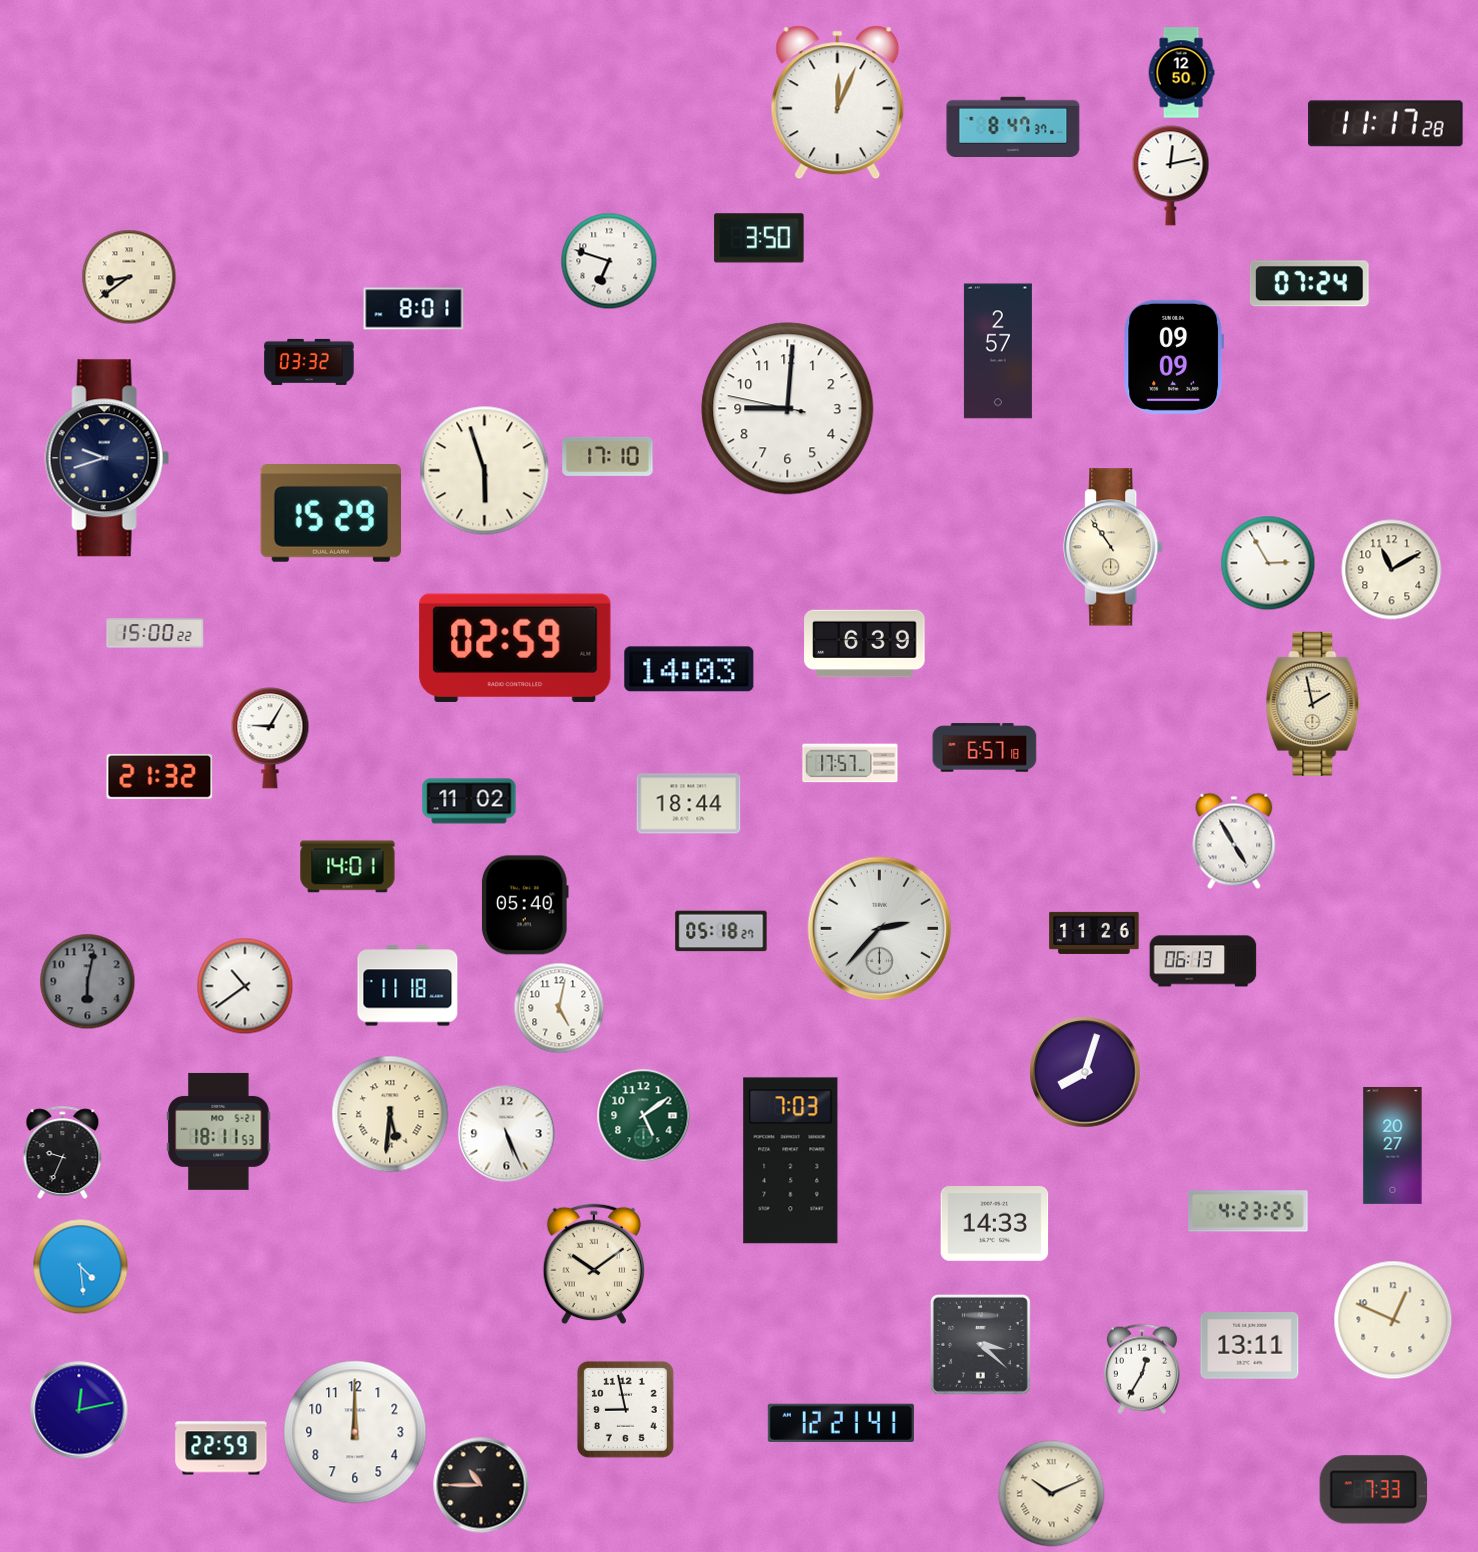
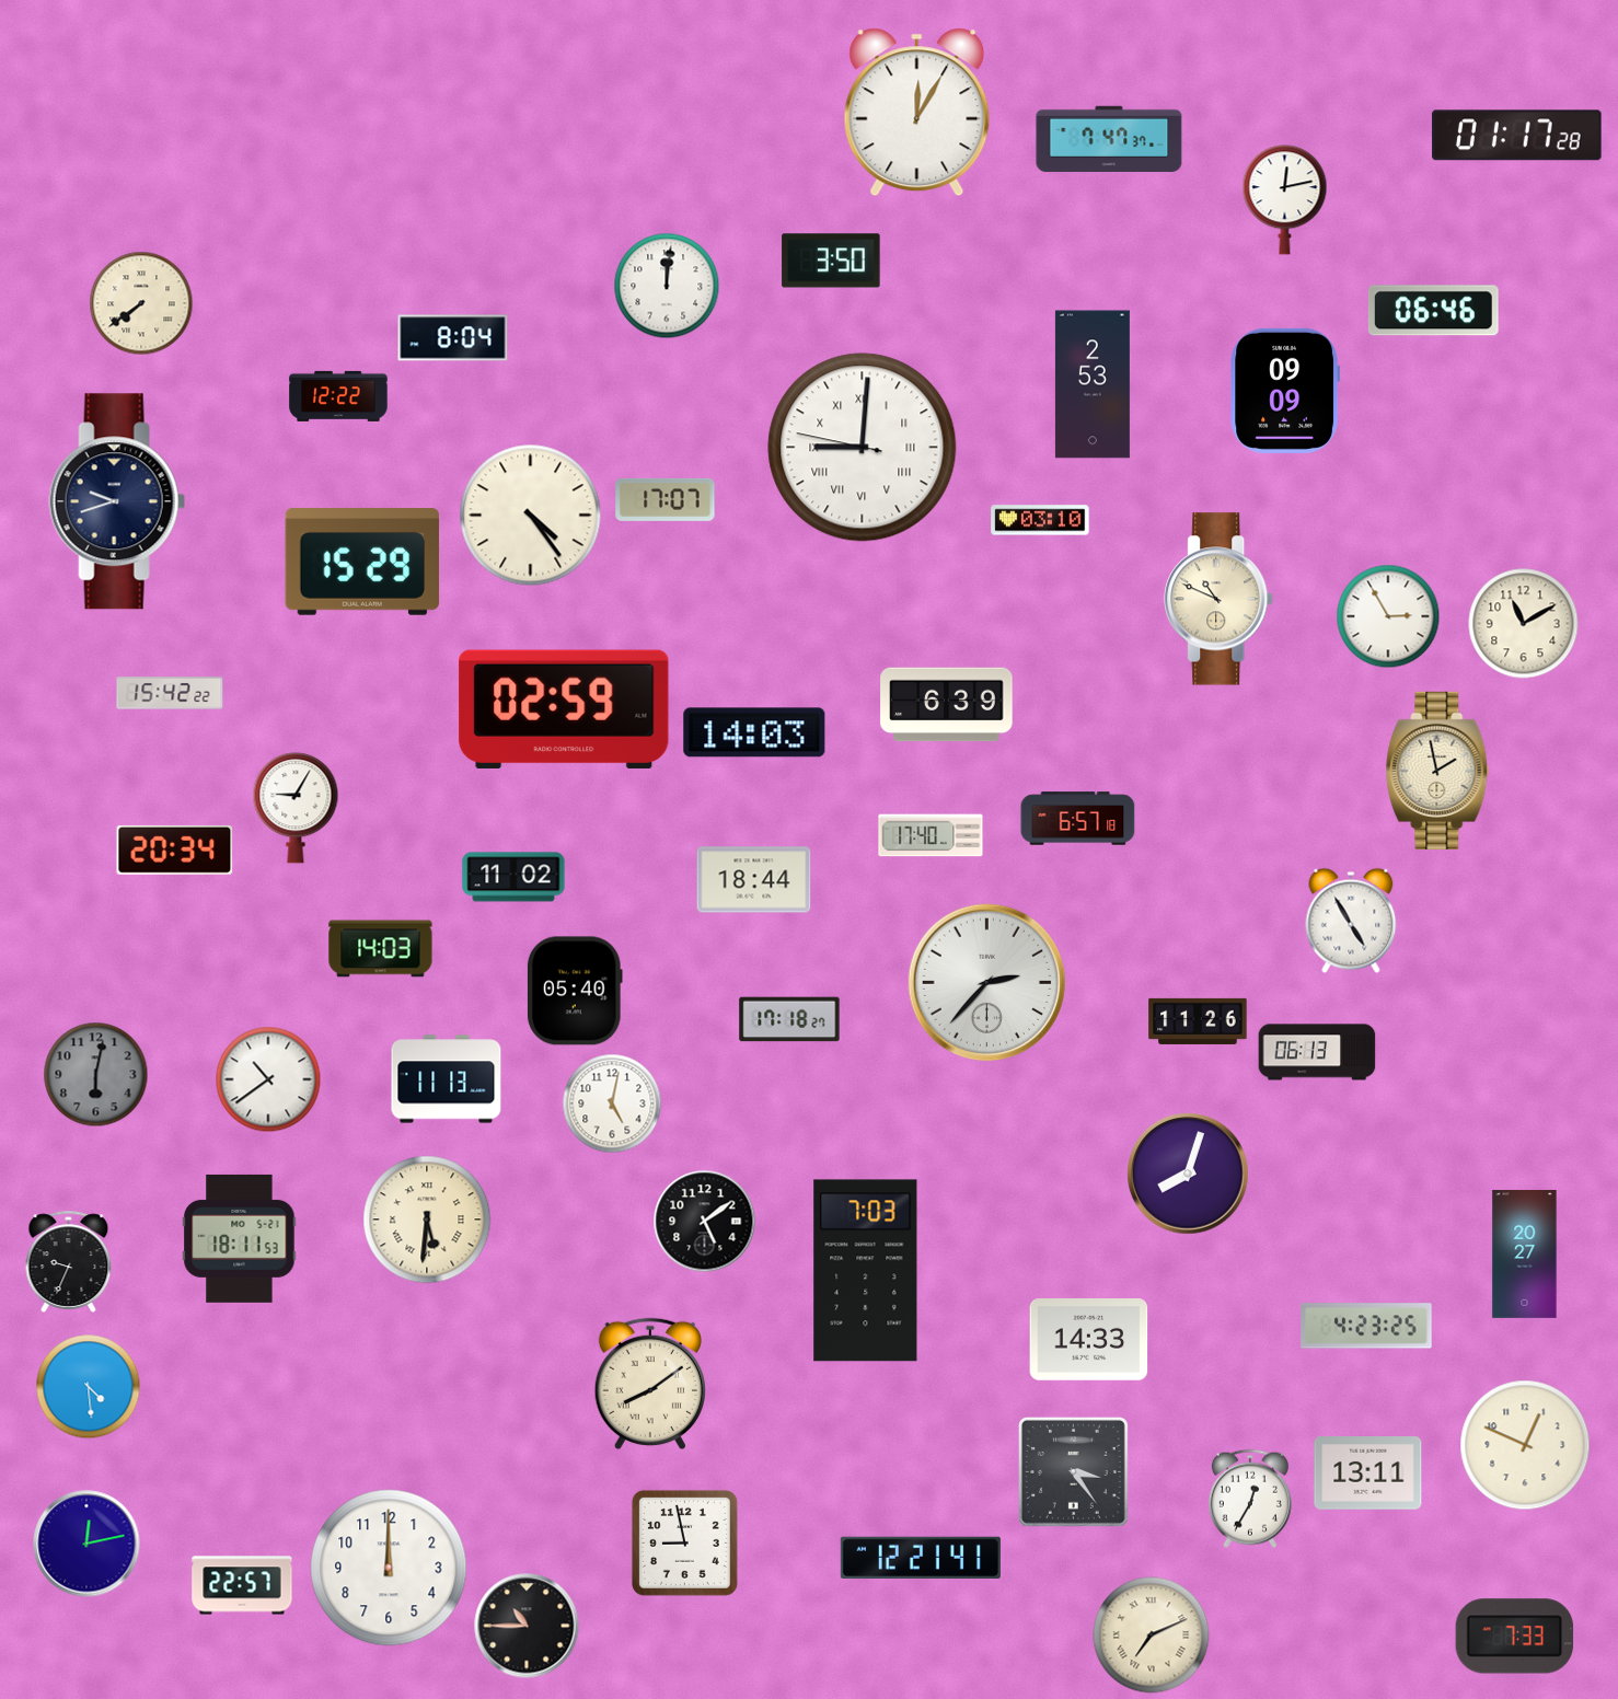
clock at (1181, 73): 12:50 -> none
clock at (838, 103): 12:04 -> 12:05
clock at (1386, 124): 11:17 -> 01:17
clock at (1013, 127): 8:47 -> 7:47
clock at (1171, 176) position: (1171, 176) -> (1285, 200)
clock at (609, 261): 6:48 -> 12:01
clock at (129, 277): 8:39 -> 7:39
clock at (1309, 284): 07:24 -> 06:46
clock at (414, 309): 8:01 -> 8:04
clock at (998, 351): 2:57 -> 2:53
clock at (309, 362): 03:32 -> 12:22
clock at (788, 409) numerals: Arabic -> Roman
clock at (608, 456): 17:10 -> 17:07
clock at (485, 471): 5:57 -> 4:24
clock at (1040, 520): none -> 03:10
clock at (1114, 547): 10:54 -> 10:49
clock at (155, 633): 15:00 -> 15:42
clock at (850, 763): 17:57 -> 17:40
clock at (160, 776): 21:32 -> 20:34
clock at (348, 867): 14:01 -> 14:03
clock at (880, 929) position: (880, 929) -> (987, 983)
clock at (721, 931): 05:18 -> 17:18
clock at (408, 986): 11:18 -> 11:13
clock at (644, 1116) dial: green -> black
clock at (507, 1134): 5:26 -> none
clock at (593, 1264): 10:09 -> 8:09
clock at (980, 1344): 3:22 -> 3:24
clock at (221, 1448): 22:59 -> 22:57
clock at (1374, 1490) position: (1374, 1490) -> (1515, 1637)
clock at (1052, 1494): 10:11 -> 7:11
